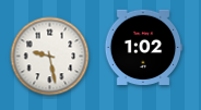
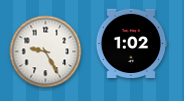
clock at (50, 57): 9:28 -> 9:25
